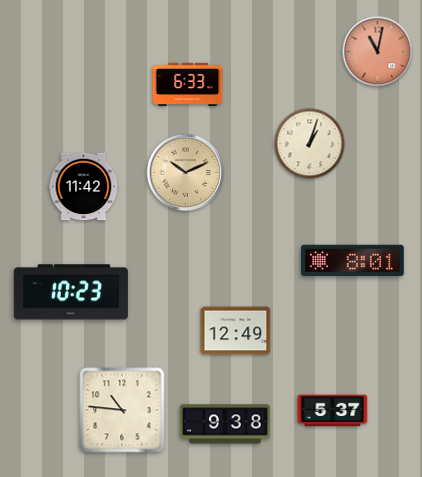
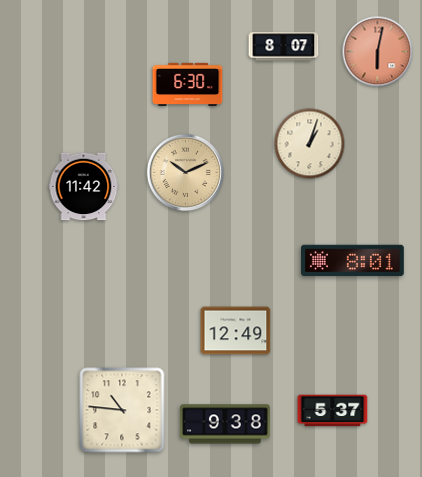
clock at (284, 47): none -> 8:07
clock at (378, 52): 11:02 -> 6:02
clock at (188, 84): 6:33 -> 6:30
clock at (71, 292): 10:23 -> none
